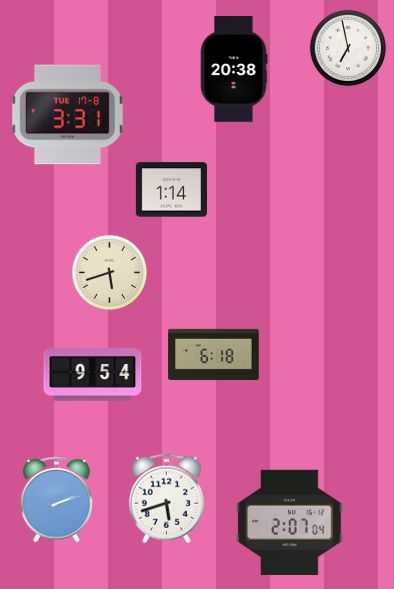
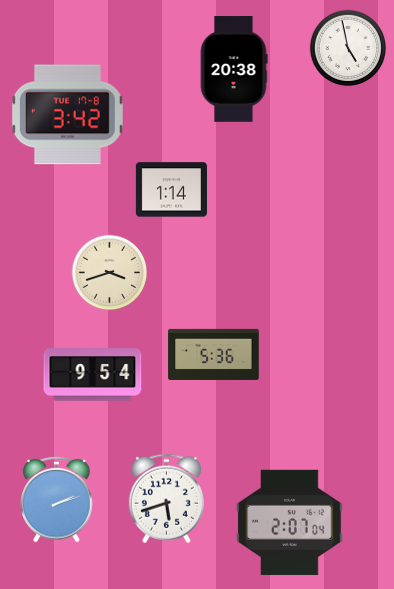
clock at (348, 48): 6:58 -> 4:58
clock at (67, 115): 3:31 -> 3:42
clock at (110, 273): 5:42 -> 3:42
clock at (214, 354): 6:18 -> 5:36
